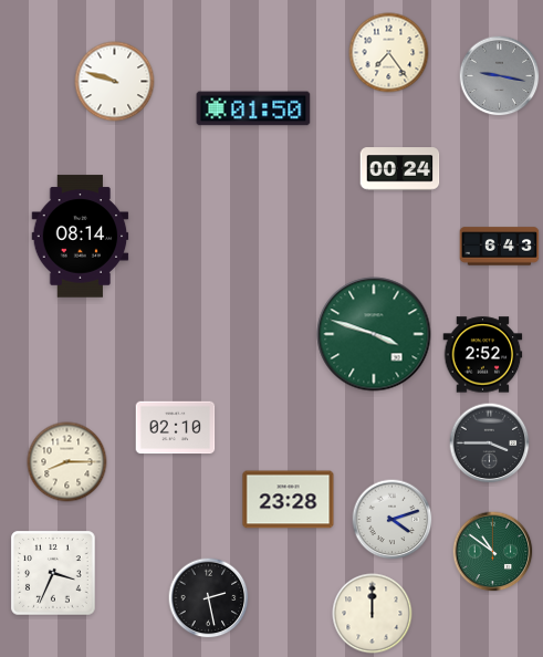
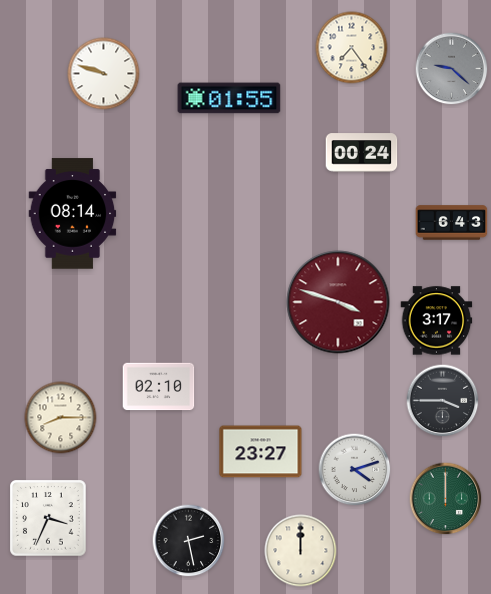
clock at (500, 76): 9:17 -> 9:22
clock at (253, 108): 01:50 -> 01:55
clock at (374, 334) dial: green -> burgundy
clock at (483, 355): 2:52 -> 3:17
clock at (289, 500): 23:28 -> 23:27
clock at (493, 552): 10:51 -> 12:00
clock at (373, 614) position: (373, 614) -> (301, 551)
